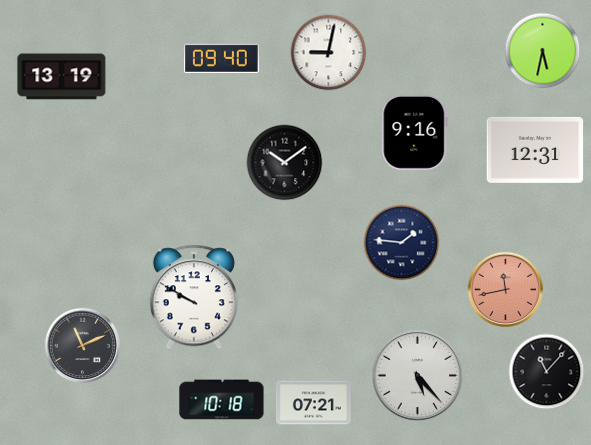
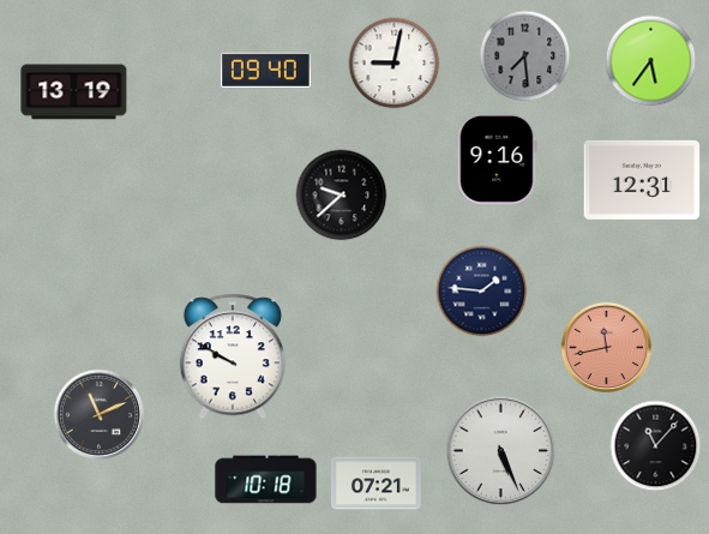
clock at (525, 56): none -> 7:29
clock at (543, 51): 5:32 -> 5:36
clock at (285, 163): 10:09 -> 9:38
clock at (418, 376): 5:23 -> 5:26
